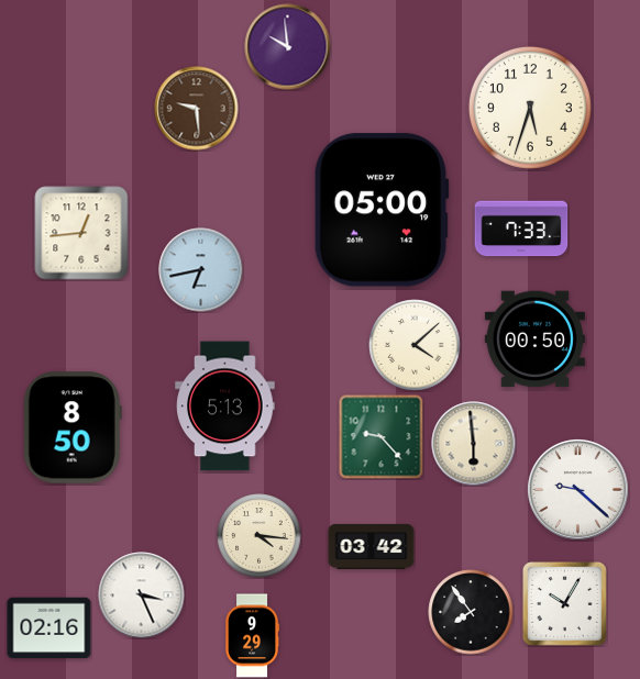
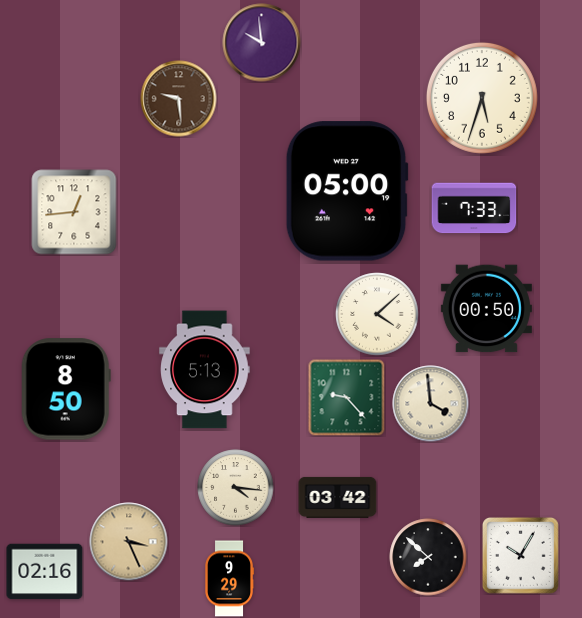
clock at (201, 270): 6:43 -> none
clock at (474, 444): 5:59 -> 3:59
clock at (578, 490): 9:22 -> none
clock at (142, 595) dial: white -> champagne
clock at (565, 604) position: (565, 604) -> (521, 556)
clock at (471, 612): 7:54 -> 7:52
